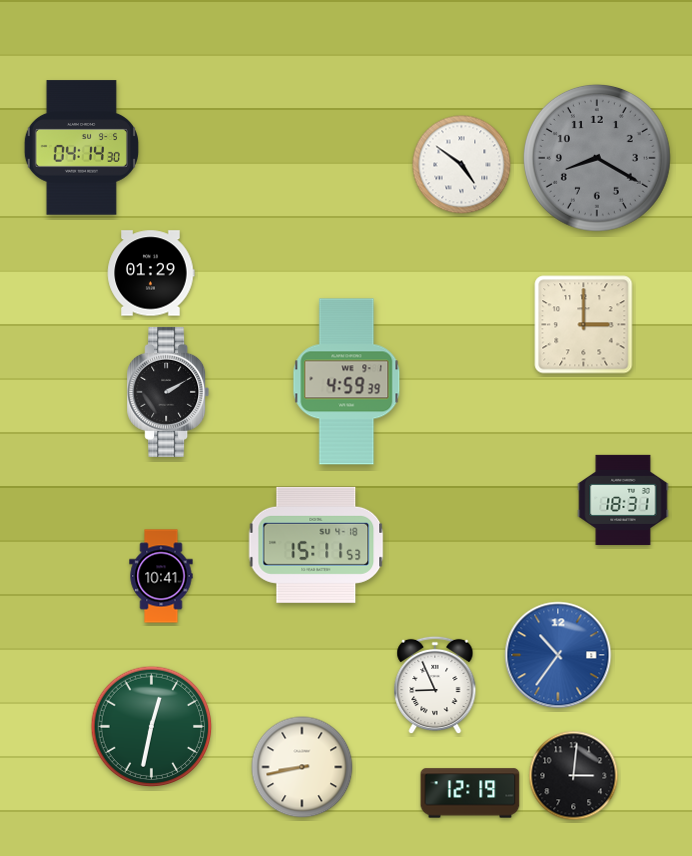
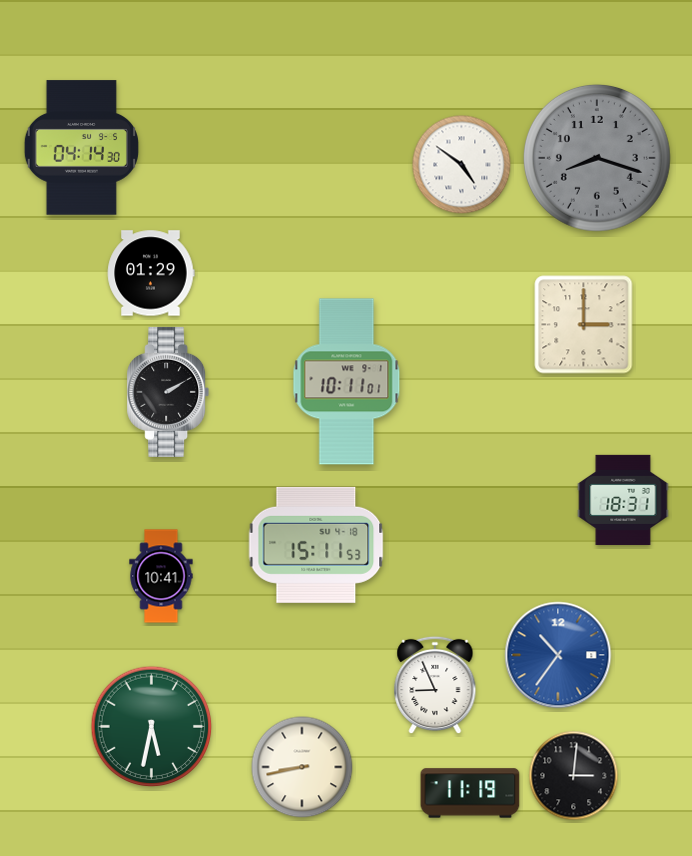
clock at (597, 158): 8:20 -> 8:18
clock at (347, 382): 4:59 -> 10:11
clock at (152, 727): 12:32 -> 5:32
clock at (470, 793): 12:19 -> 11:19
